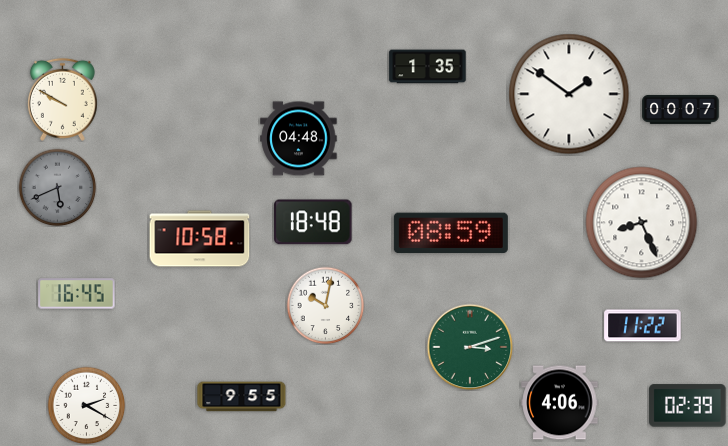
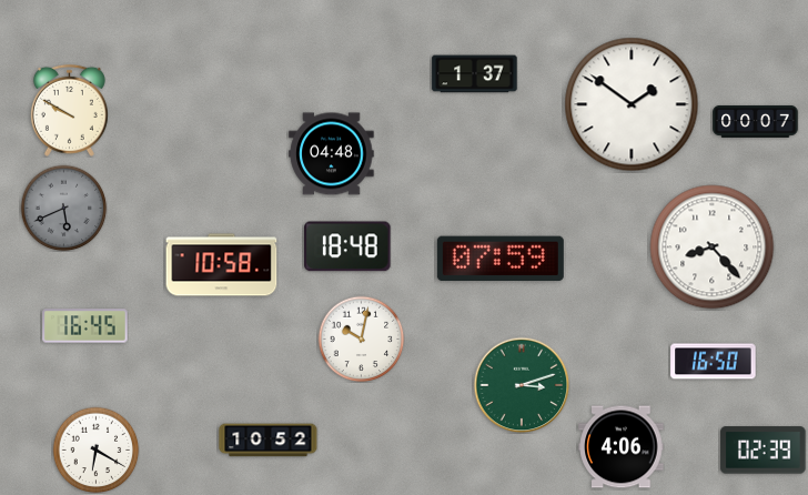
clock at (428, 67): 1:35 -> 1:37
clock at (642, 223): 8:26 -> 8:23
clock at (451, 233): 08:59 -> 07:59
clock at (643, 326): 11:22 -> 16:50
clock at (242, 397): 9:55 -> 10:52
clock at (86, 405): 2:20 -> 6:20
